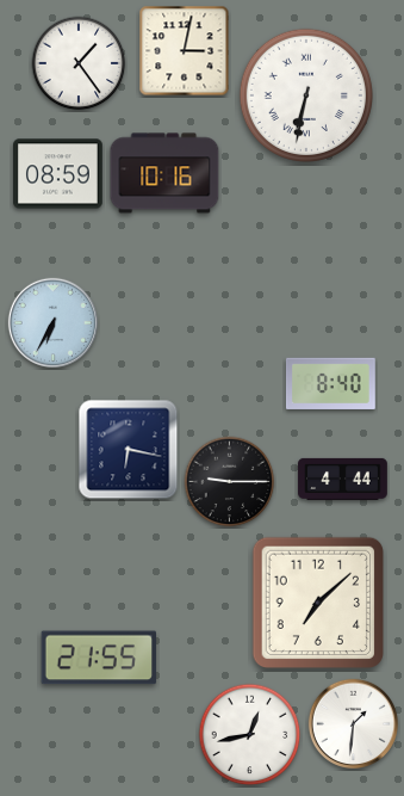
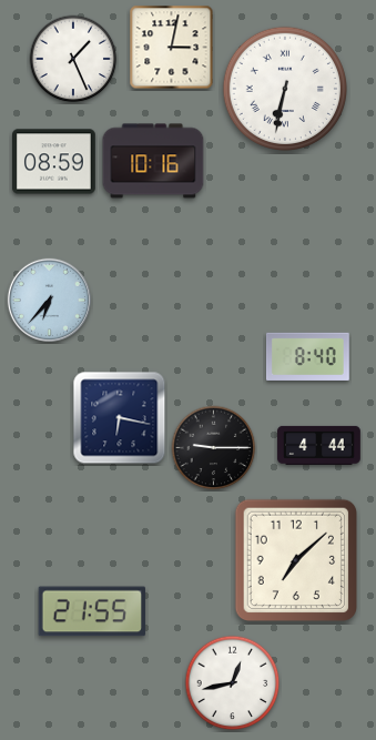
clock at (79, 63): 1:24 -> 1:26
clock at (52, 322): 6:35 -> 6:37
clock at (353, 723): 1:31 -> none
